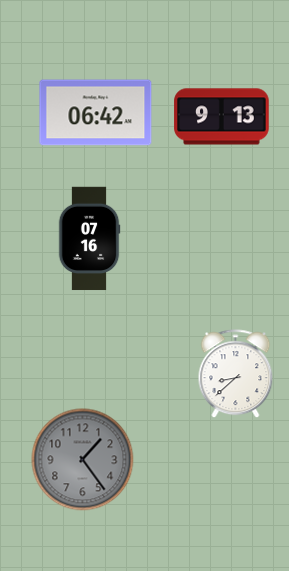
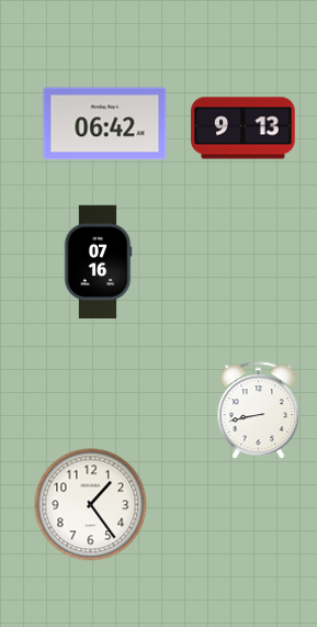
clock at (236, 374): 8:38 -> 8:43
clock at (83, 460) dial: grey -> white
